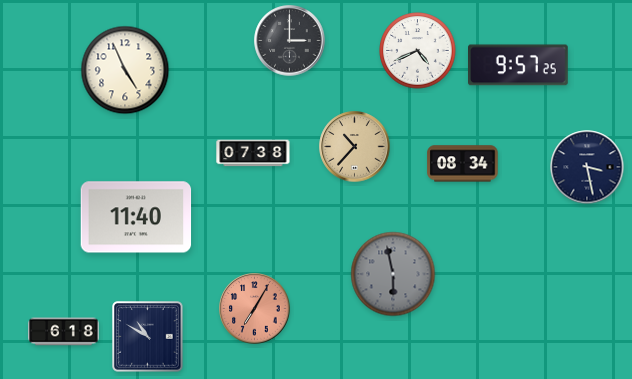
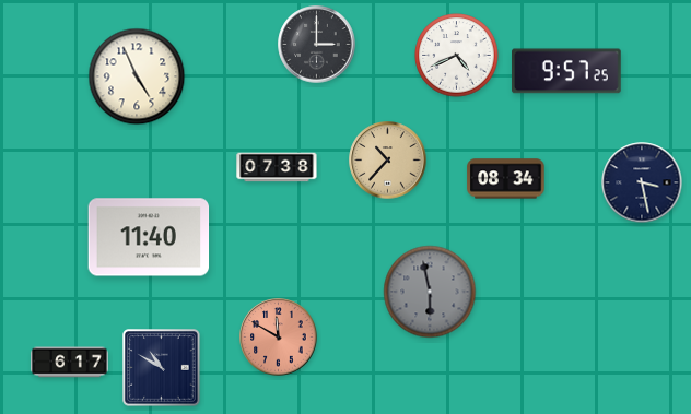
clock at (393, 274) position: (393, 274) -> (430, 292)
clock at (255, 309): 7:05 -> 11:50
clock at (64, 332): 6:18 -> 6:17
